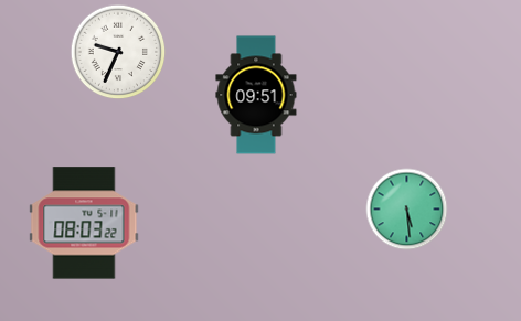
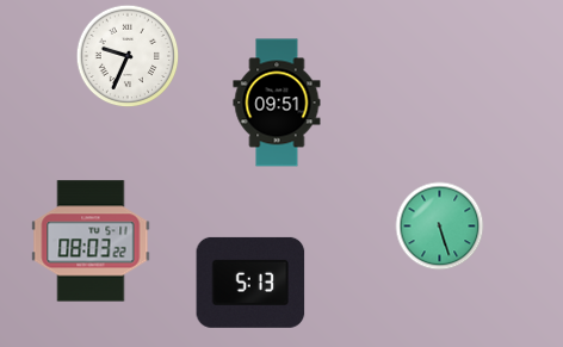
clock at (407, 210): 5:29 -> 5:27
clock at (250, 283): none -> 5:13
